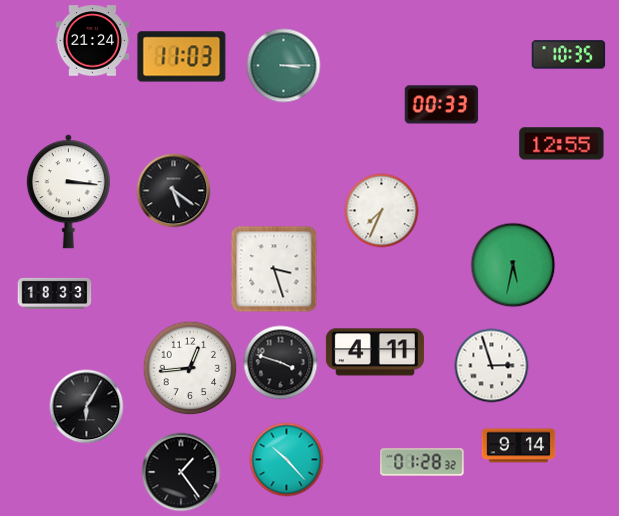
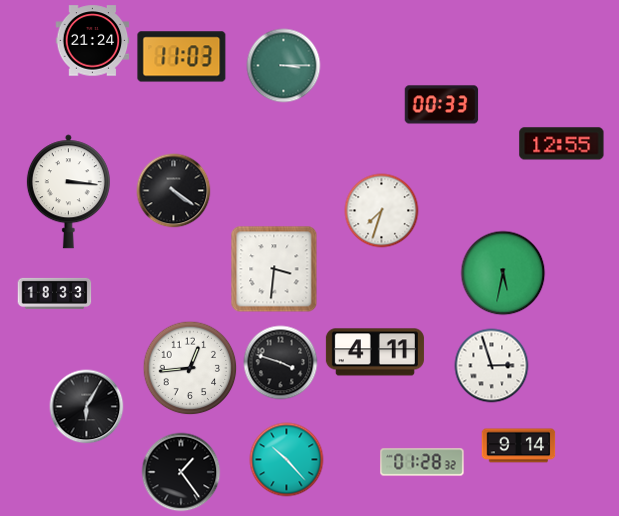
clock at (569, 55): 10:35 -> none
clock at (174, 191): 5:21 -> 4:21
clock at (382, 211): 7:34 -> 7:33
clock at (513, 265) position: (513, 265) -> (503, 273)
clock at (274, 269): 3:27 -> 3:31
